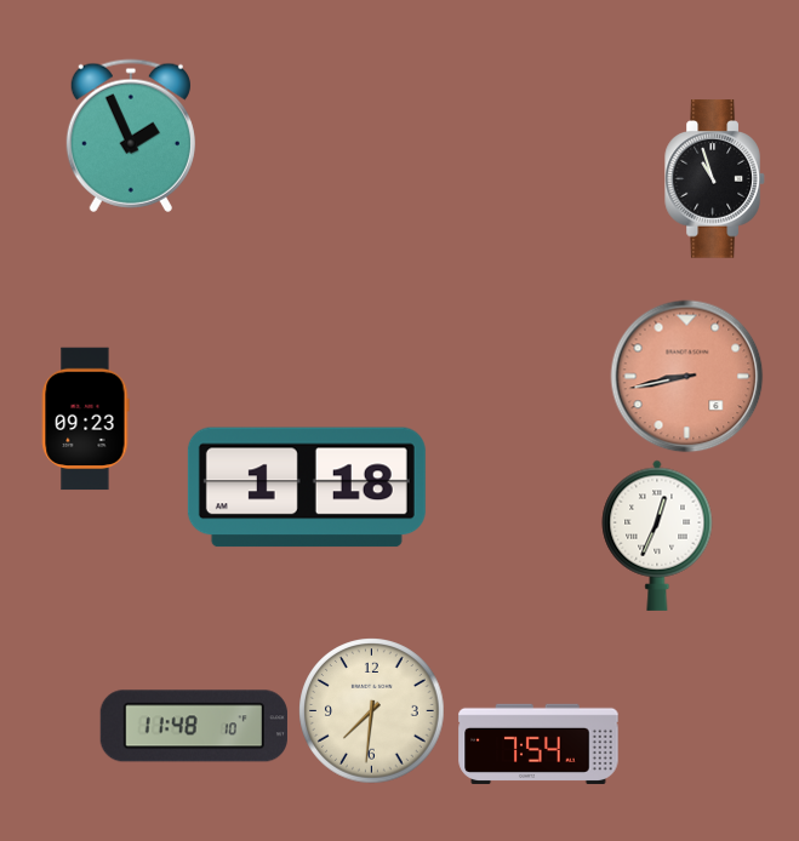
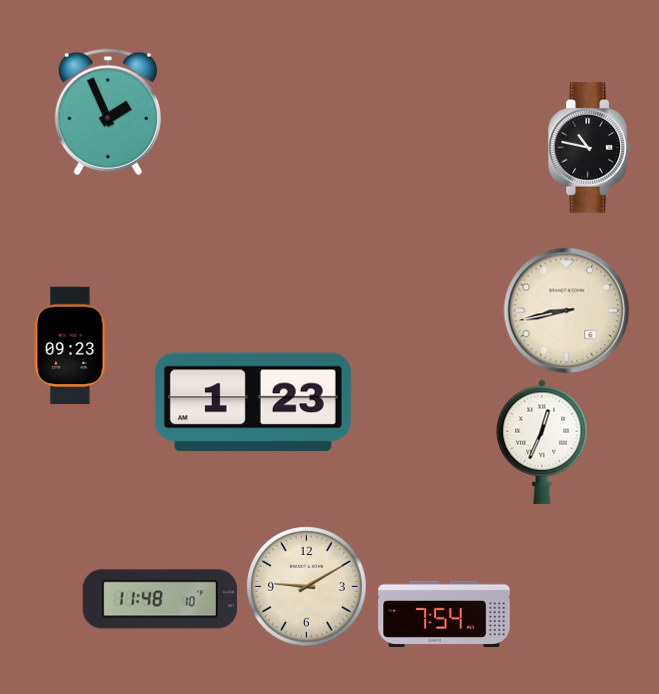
clock at (715, 179): 10:57 -> 10:47
clock at (687, 377) dial: salmon -> cream
clock at (307, 487): 1:18 -> 1:23
clock at (372, 711): 7:31 -> 9:10
